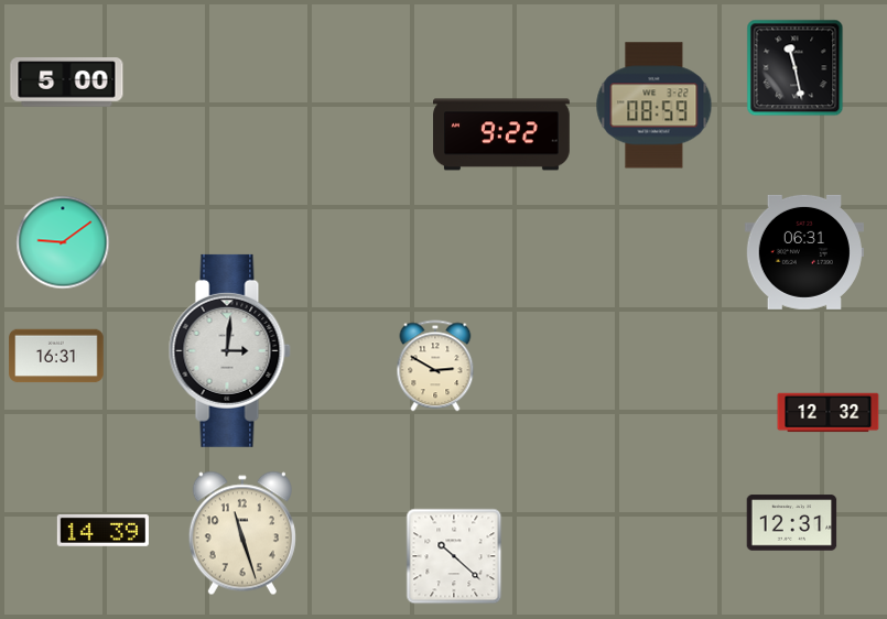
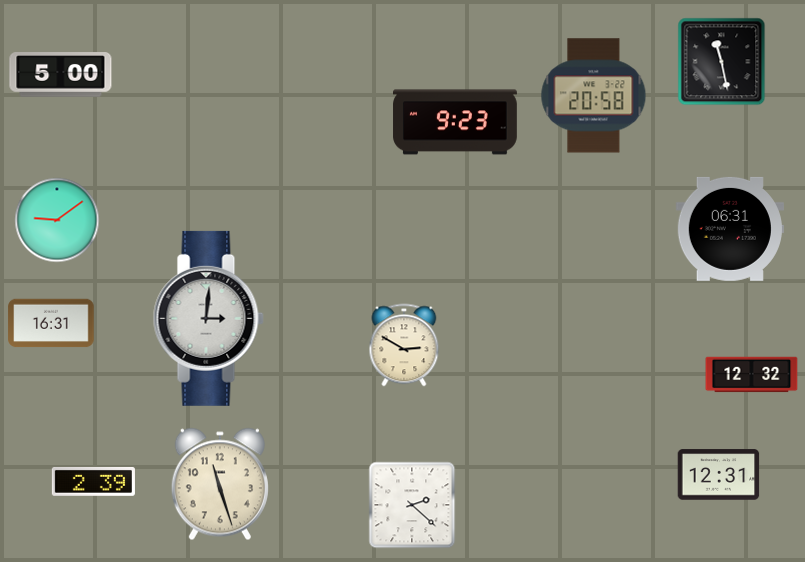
clock at (655, 106): 08:59 -> 20:58
clock at (501, 134): 9:22 -> 9:23
clock at (435, 366) position: (435, 366) -> (404, 345)
clock at (102, 530): 14:39 -> 2:39
clock at (454, 556): 10:22 -> 2:22
